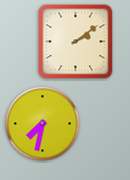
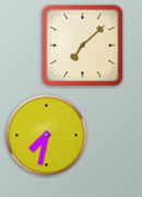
clock at (76, 42): 2:09 -> 7:08
